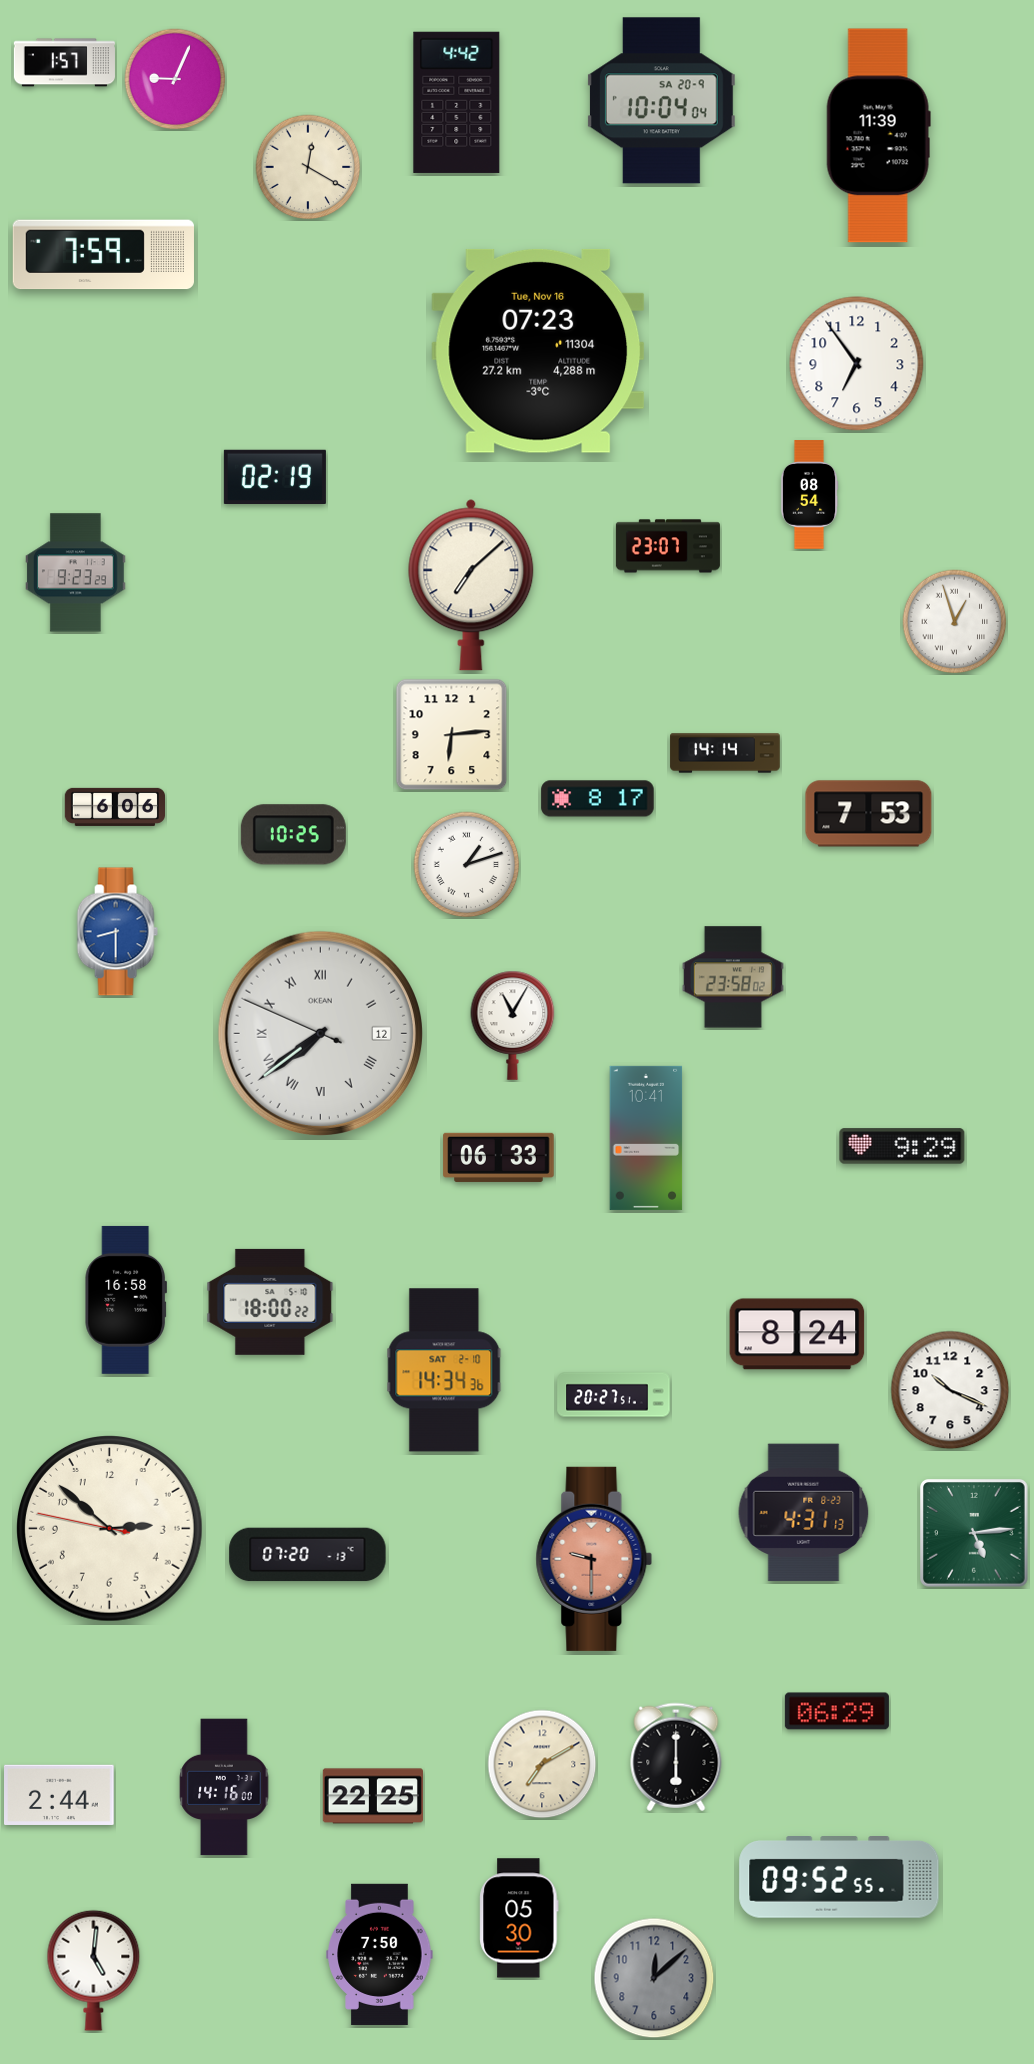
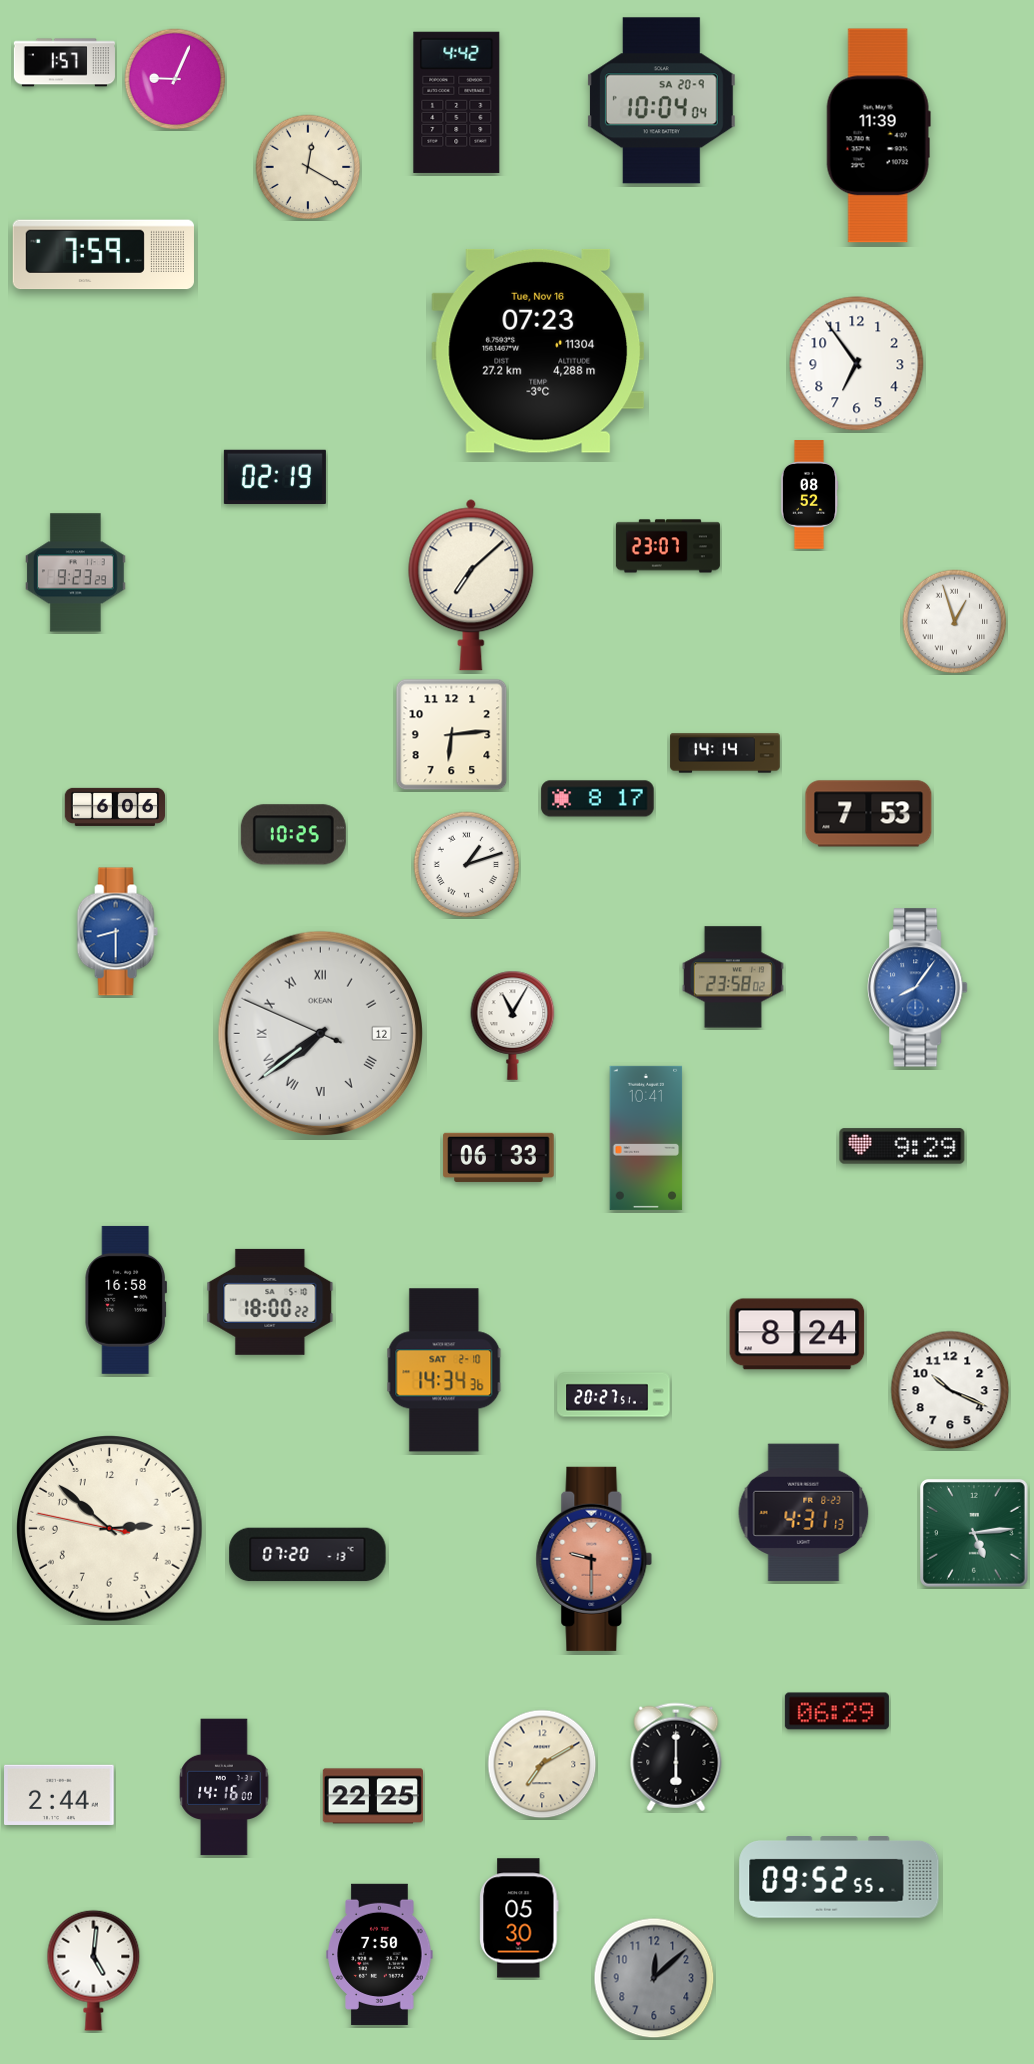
clock at (809, 495): 08:54 -> 08:52
clock at (918, 988): none -> 8:06
